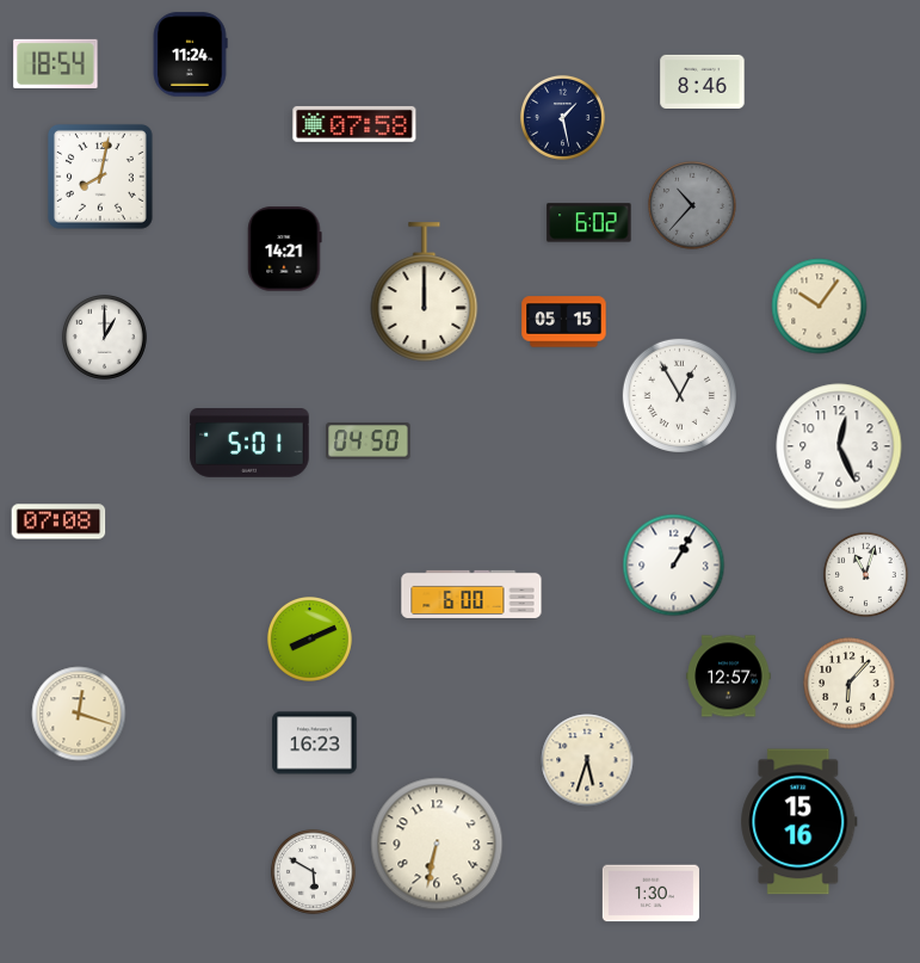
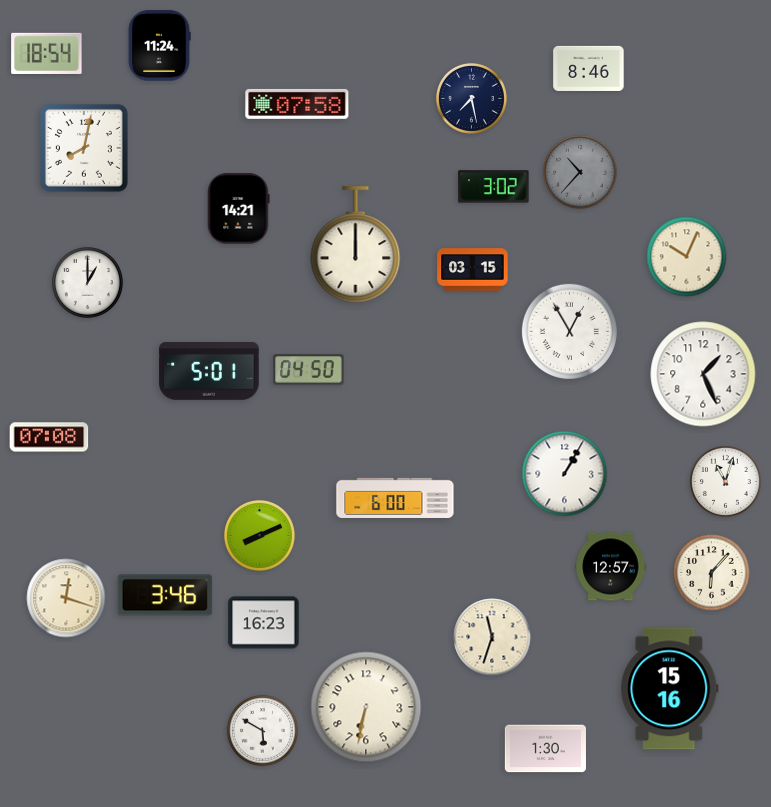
clock at (562, 117): 1:28 -> 7:28
clock at (589, 223): 6:02 -> 3:02
clock at (820, 307): 10:06 -> 10:04
clock at (564, 322): 05:15 -> 03:15
clock at (839, 446): 12:26 -> 1:26
clock at (165, 595): none -> 3:46
clock at (587, 760): 5:33 -> 11:33
